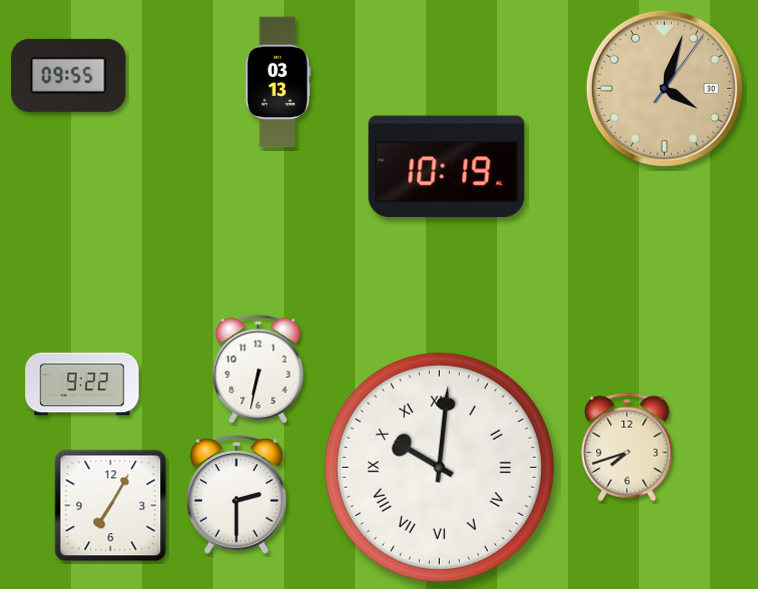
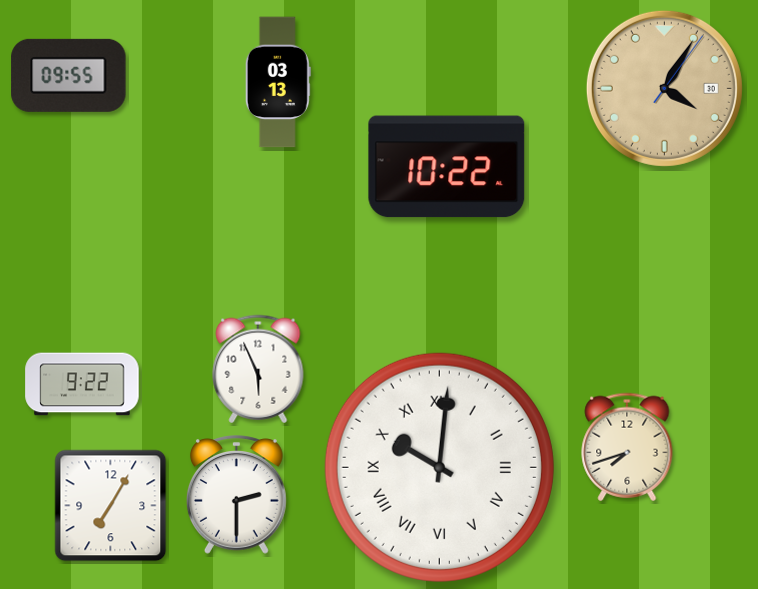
clock at (664, 88): 4:03 -> 4:05
clock at (447, 167): 10:19 -> 10:22
clock at (258, 369): 6:32 -> 5:56
